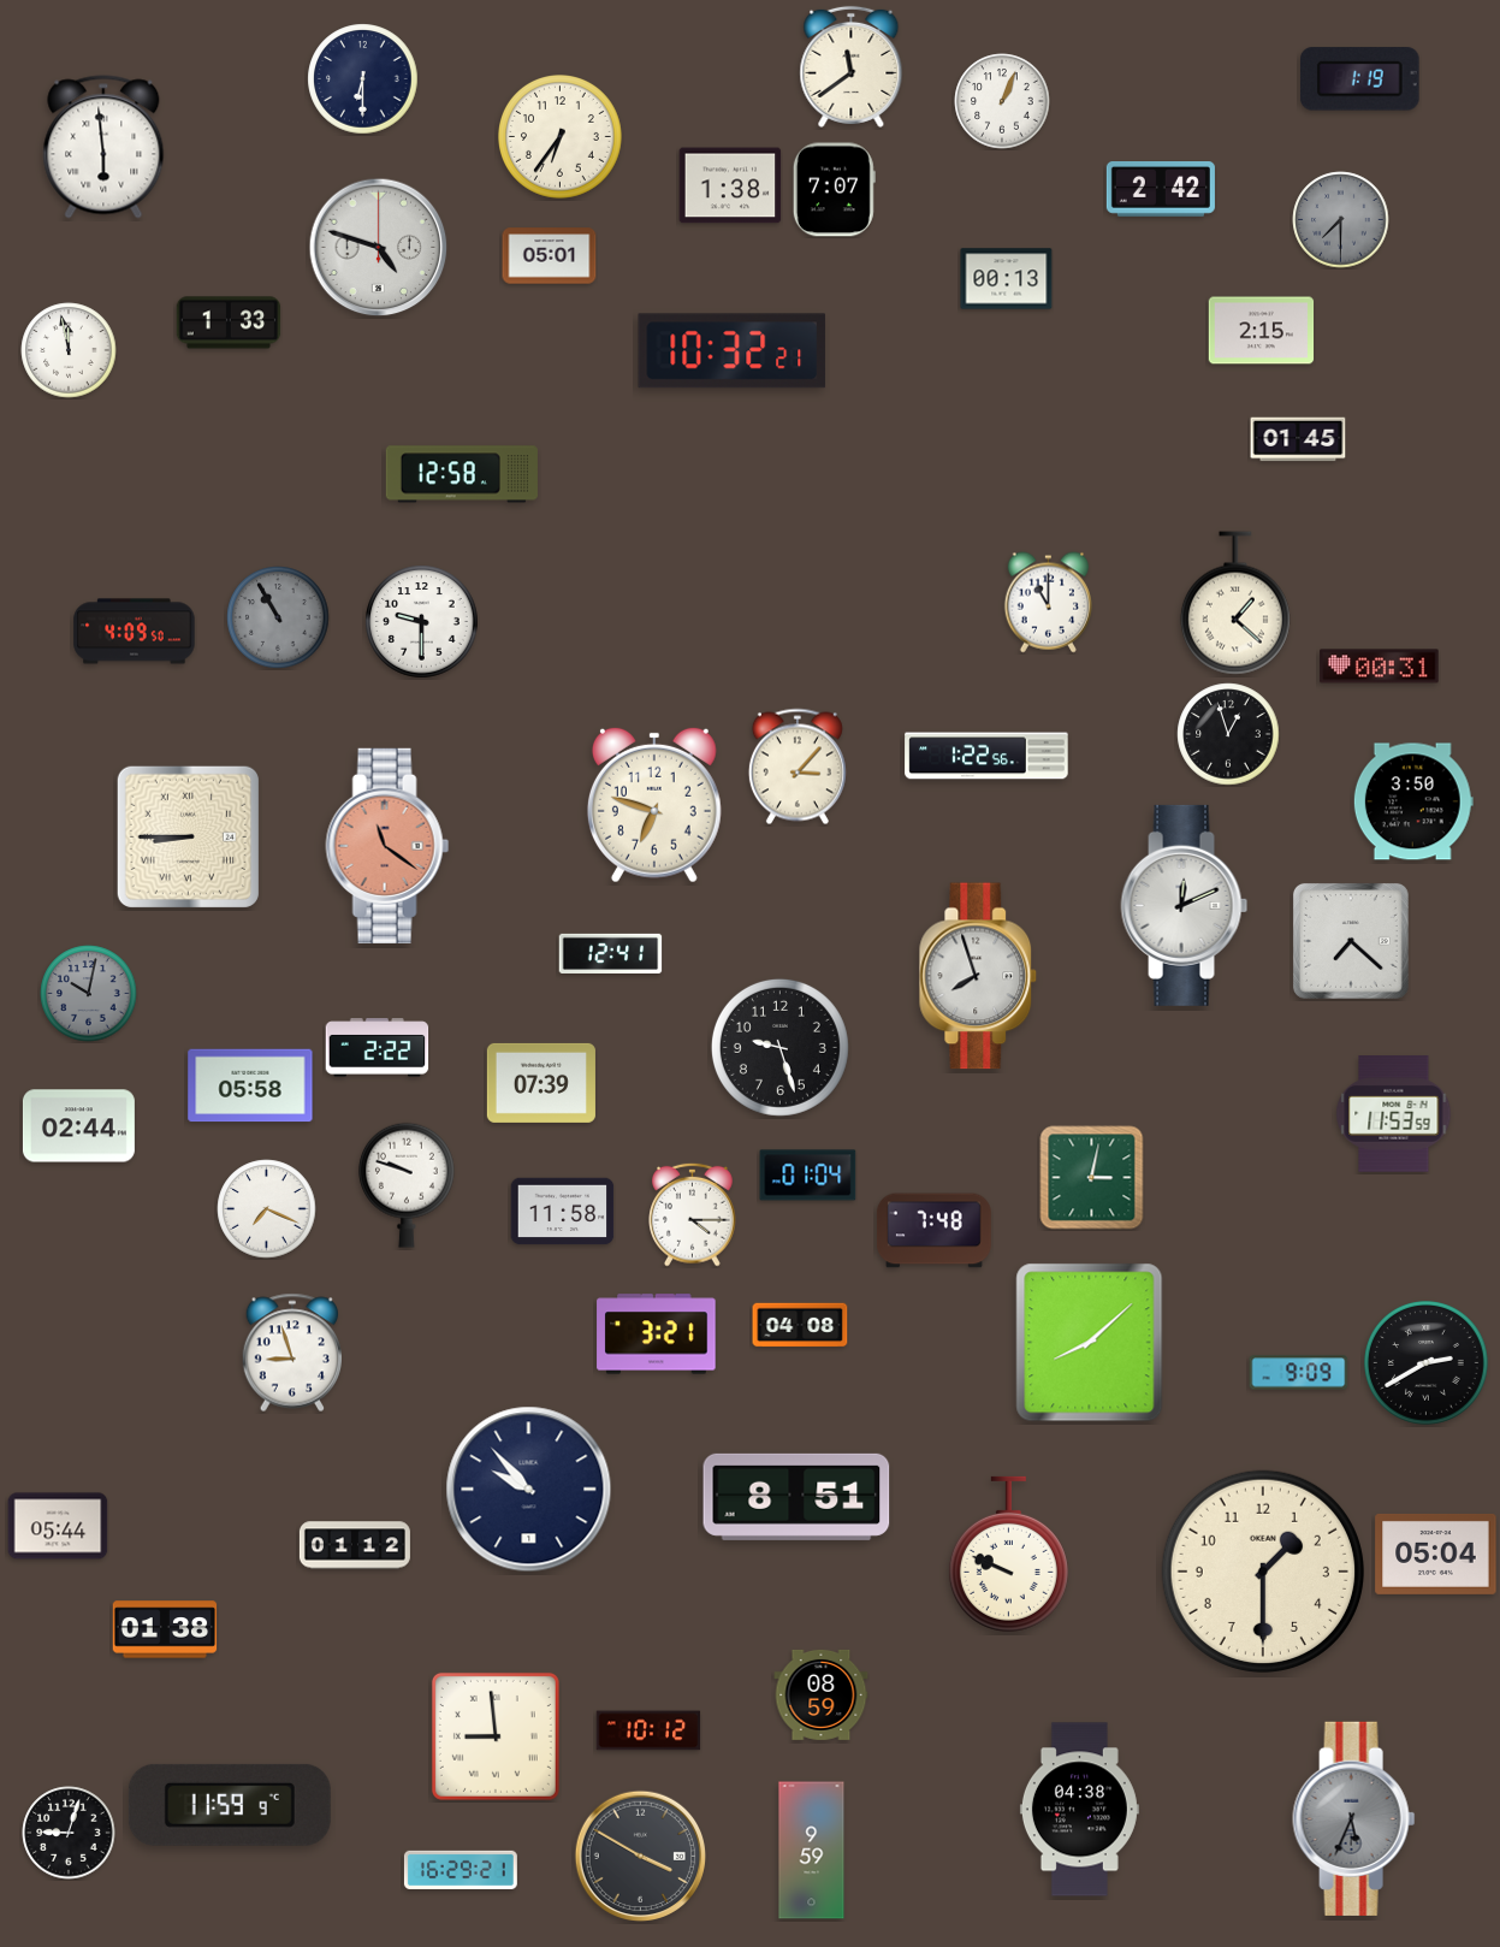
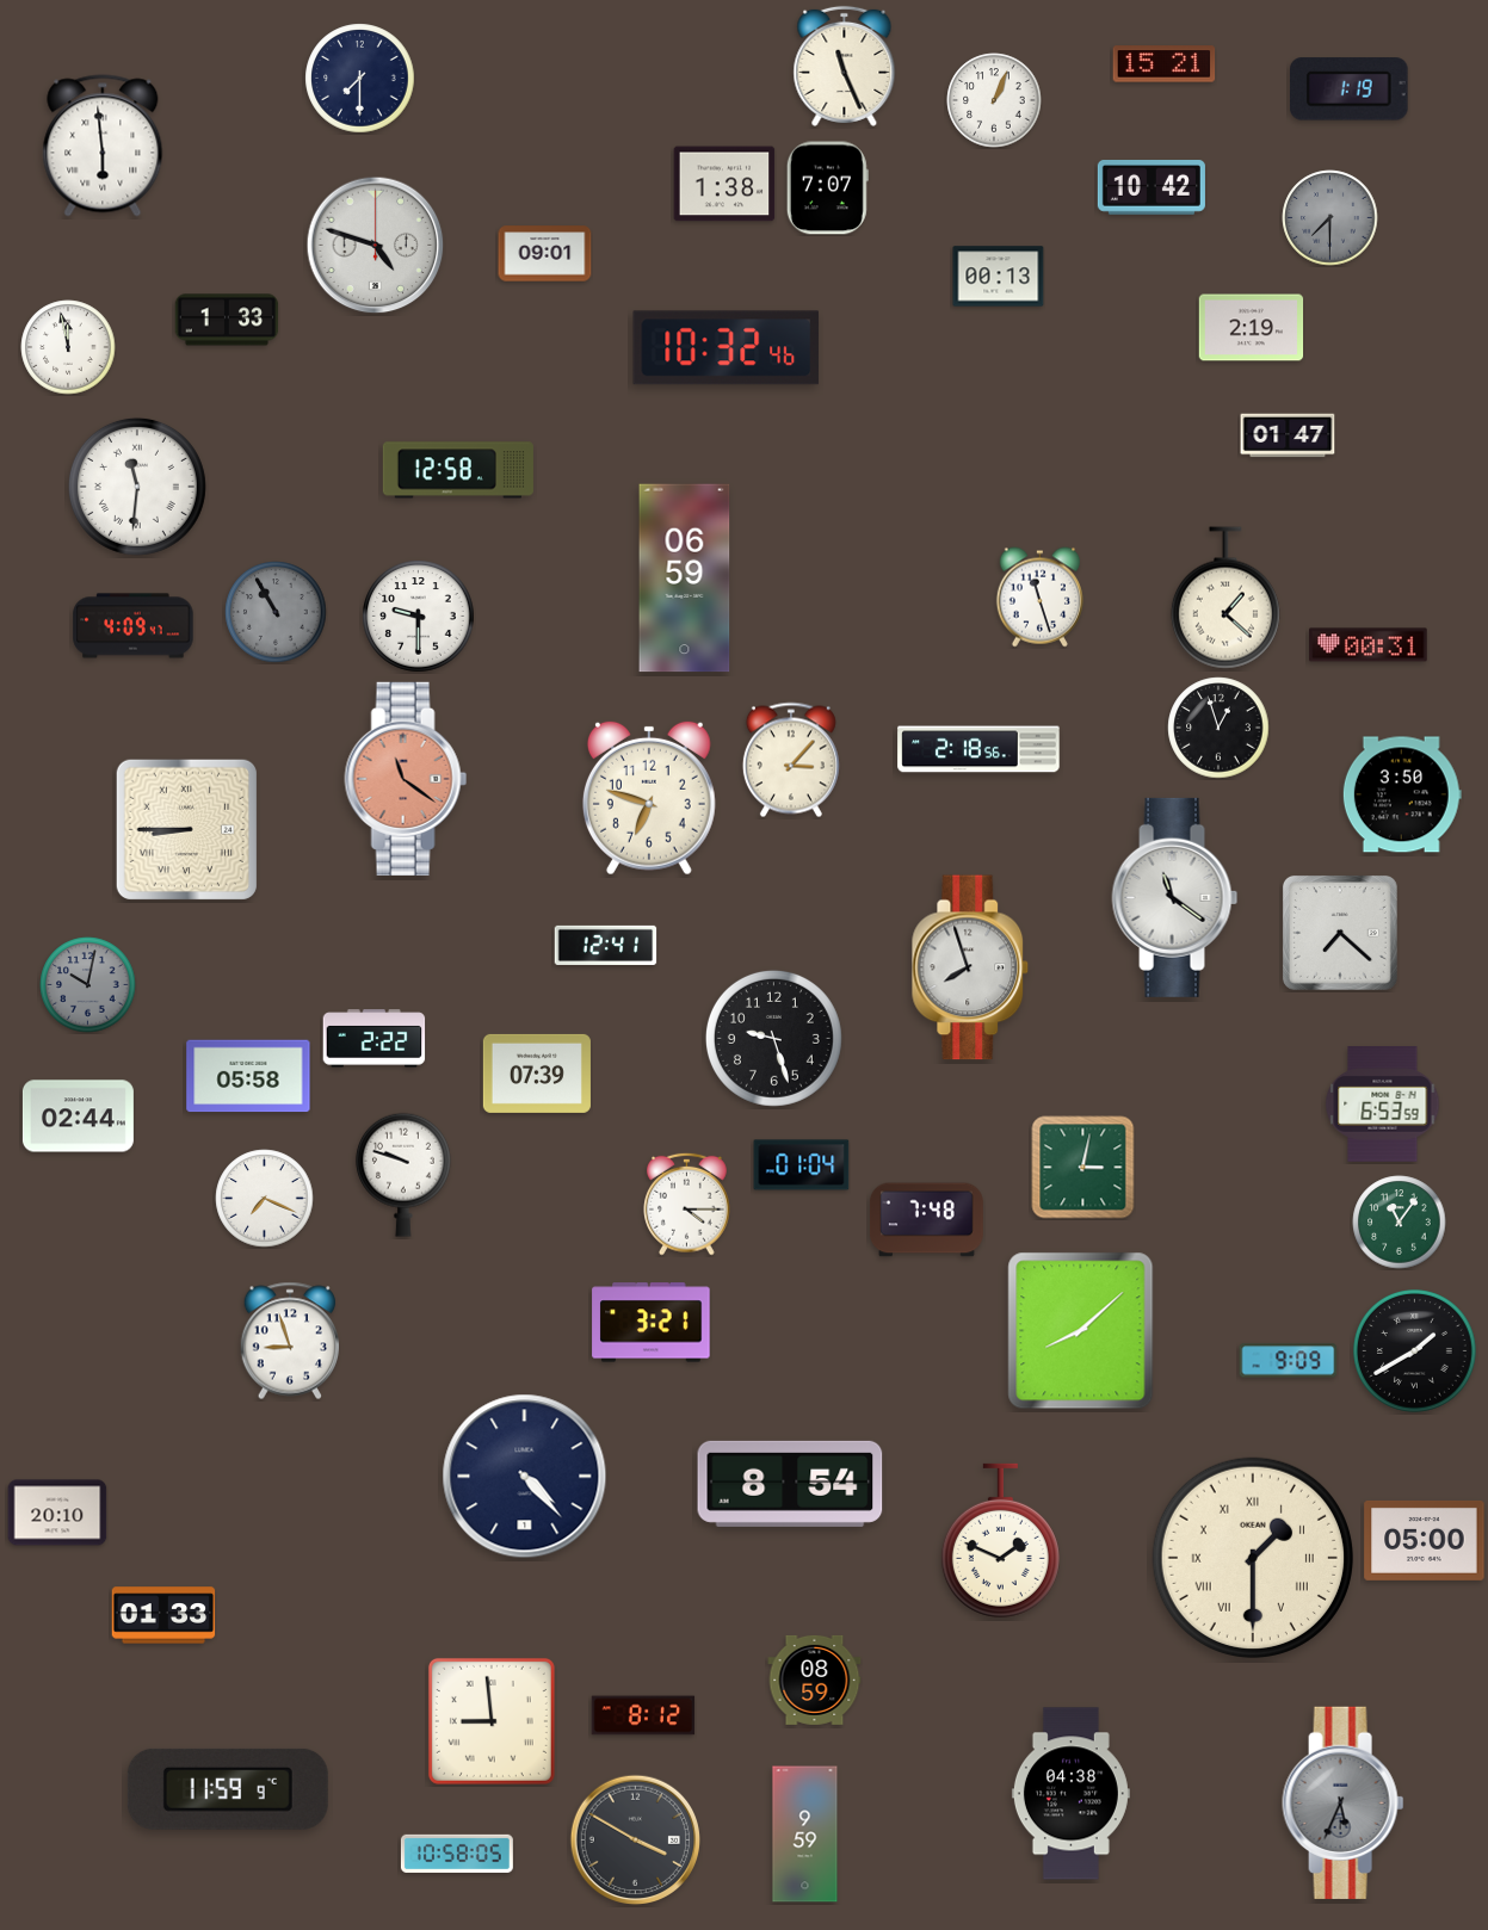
clock at (1165, 64): none -> 15:21
clock at (852, 66): 11:39 -> 11:26
clock at (363, 79): 6:30 -> 7:30
clock at (1360, 79) position: (1360, 79) -> (1350, 89)
clock at (561, 137): 6:36 -> none
clock at (1161, 190): 2:42 -> 10:42
clock at (550, 256): 05:01 -> 09:01
clock at (1262, 331): 2:15 -> 2:19
clock at (733, 351): 10:32:21 -> 10:32:46
clock at (1298, 439): 01:45 -> 01:47
clock at (137, 487): none -> 11:31
clock at (685, 579): none -> 06:59
clock at (1048, 603): 11:00 -> 11:27
clock at (135, 632): 4:09:50 -> 4:09:47
clock at (1380, 667) position: (1380, 667) -> (1369, 645)
clock at (986, 756): 1:22 -> 2:18
clock at (387, 846) position: (387, 846) -> (406, 779)
clock at (1185, 905): 12:11 -> 11:21
clock at (1394, 1114): 11:53 -> 6:53
clock at (563, 1212): 11:58 -> none
clock at (1400, 1223): none -> 11:06
clock at (800, 1325): 04:08 -> none
clock at (1427, 1363): 2:40 -> 1:40
clock at (529, 1490): 9:53 -> 4:23
clock at (796, 1497): 8:51 -> 8:54
clock at (58, 1526): 05:44 -> 20:10
clock at (355, 1545): 01:12 -> none
clock at (1008, 1554): 9:49 -> 1:49
clock at (1436, 1554): 05:04 -> 05:00
clock at (1263, 1572) numerals: Arabic -> Roman
clock at (165, 1629): 01:38 -> 01:33
clock at (648, 1730): 10:12 -> 8:12
clock at (69, 1833): 9:03 -> none
clock at (461, 1870): 16:29 -> 10:58
